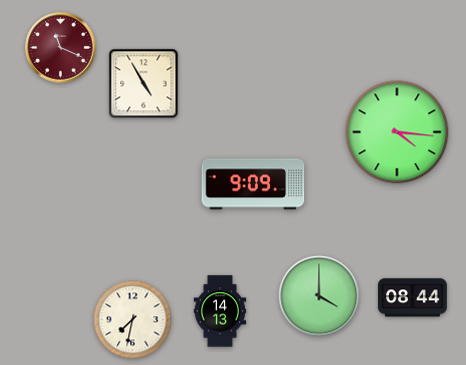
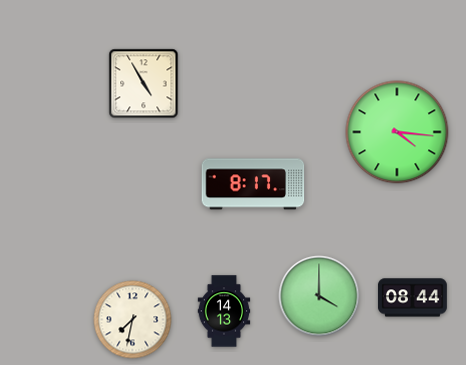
clock at (61, 48): 11:19 -> none
clock at (253, 184): 9:09 -> 8:17
clock at (220, 311) position: (220, 311) -> (224, 311)
